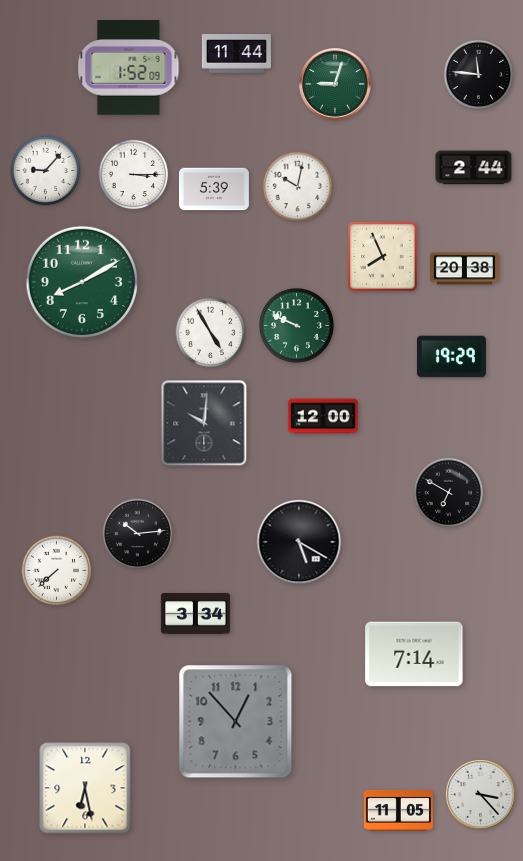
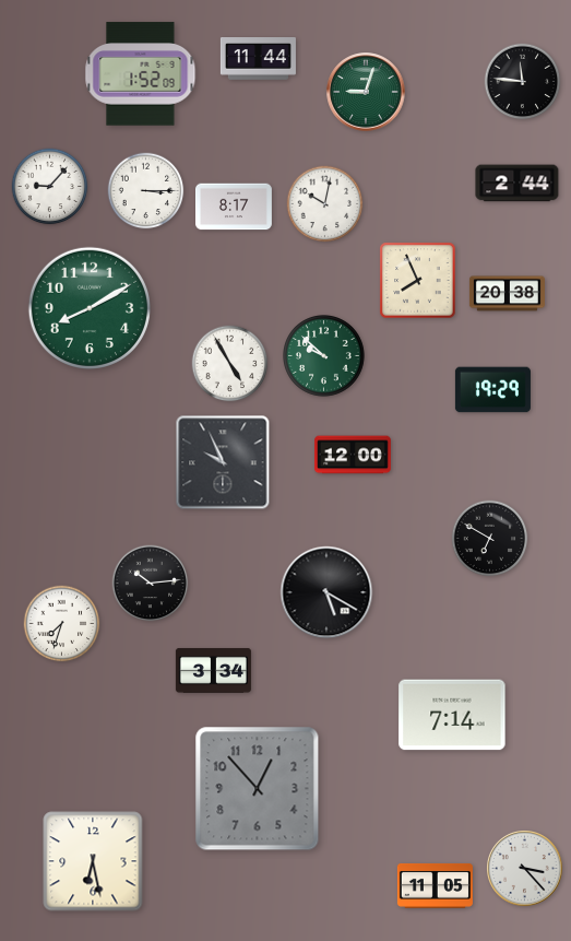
clock at (215, 189): 5:39 -> 8:17
clock at (297, 326): 9:49 -> 9:52
clock at (204, 423): 10:01 -> 9:56
clock at (57, 571): 7:38 -> 7:33
